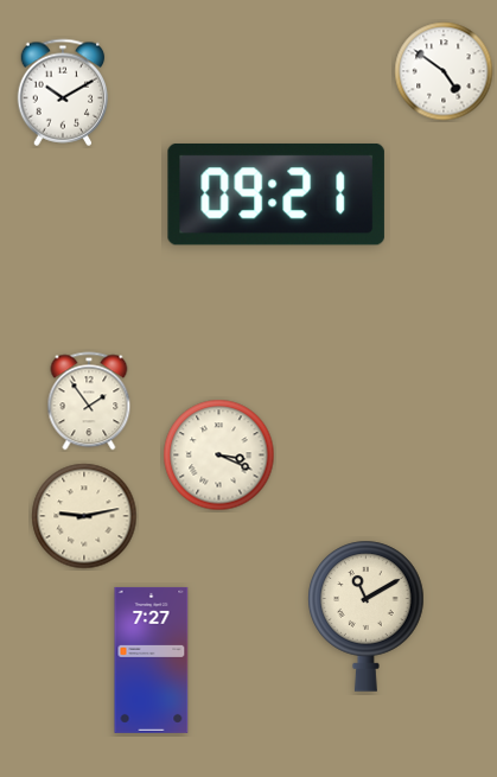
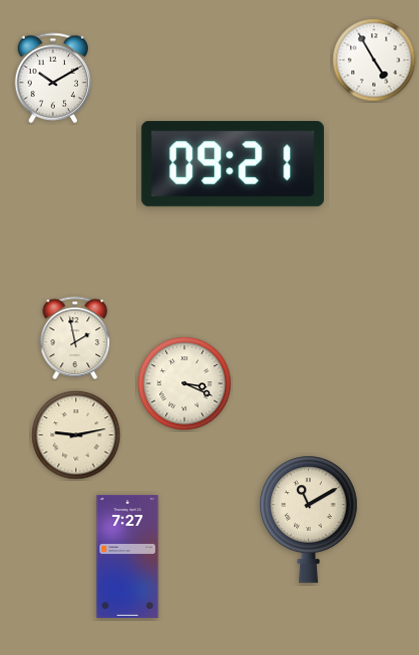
clock at (444, 71): 4:51 -> 4:55
clock at (89, 401): 1:54 -> 1:58
clock at (84, 516) position: (84, 516) -> (76, 435)
